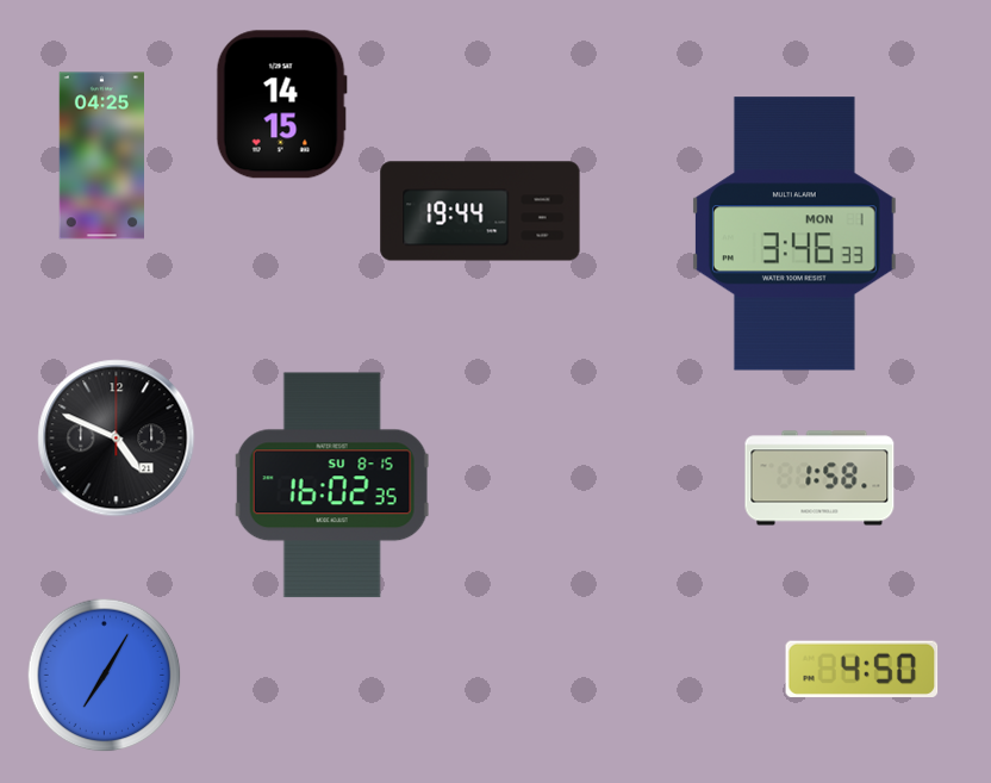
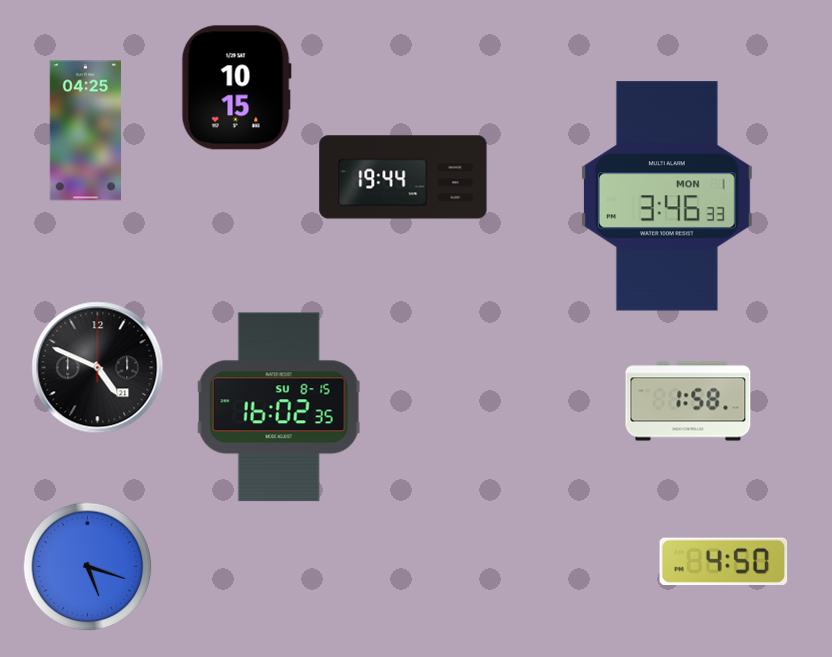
clock at (281, 105): 14:15 -> 10:15
clock at (105, 676): 7:05 -> 5:18
